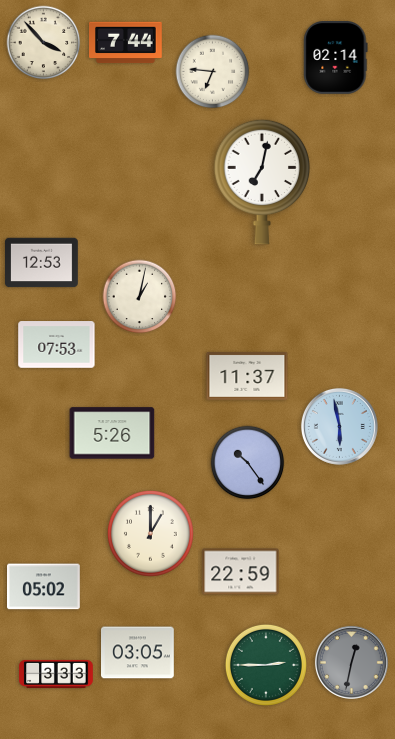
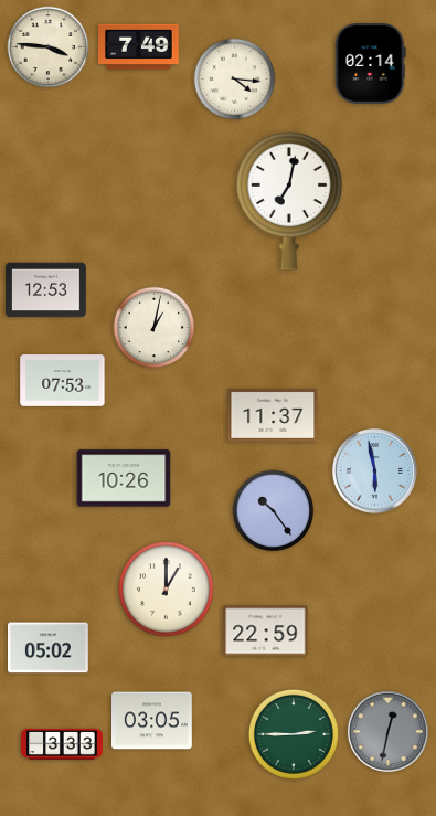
clock at (44, 43): 3:53 -> 3:46
clock at (126, 43): 7:44 -> 7:49
clock at (213, 72): 6:46 -> 4:16
clock at (112, 433): 5:26 -> 10:26
